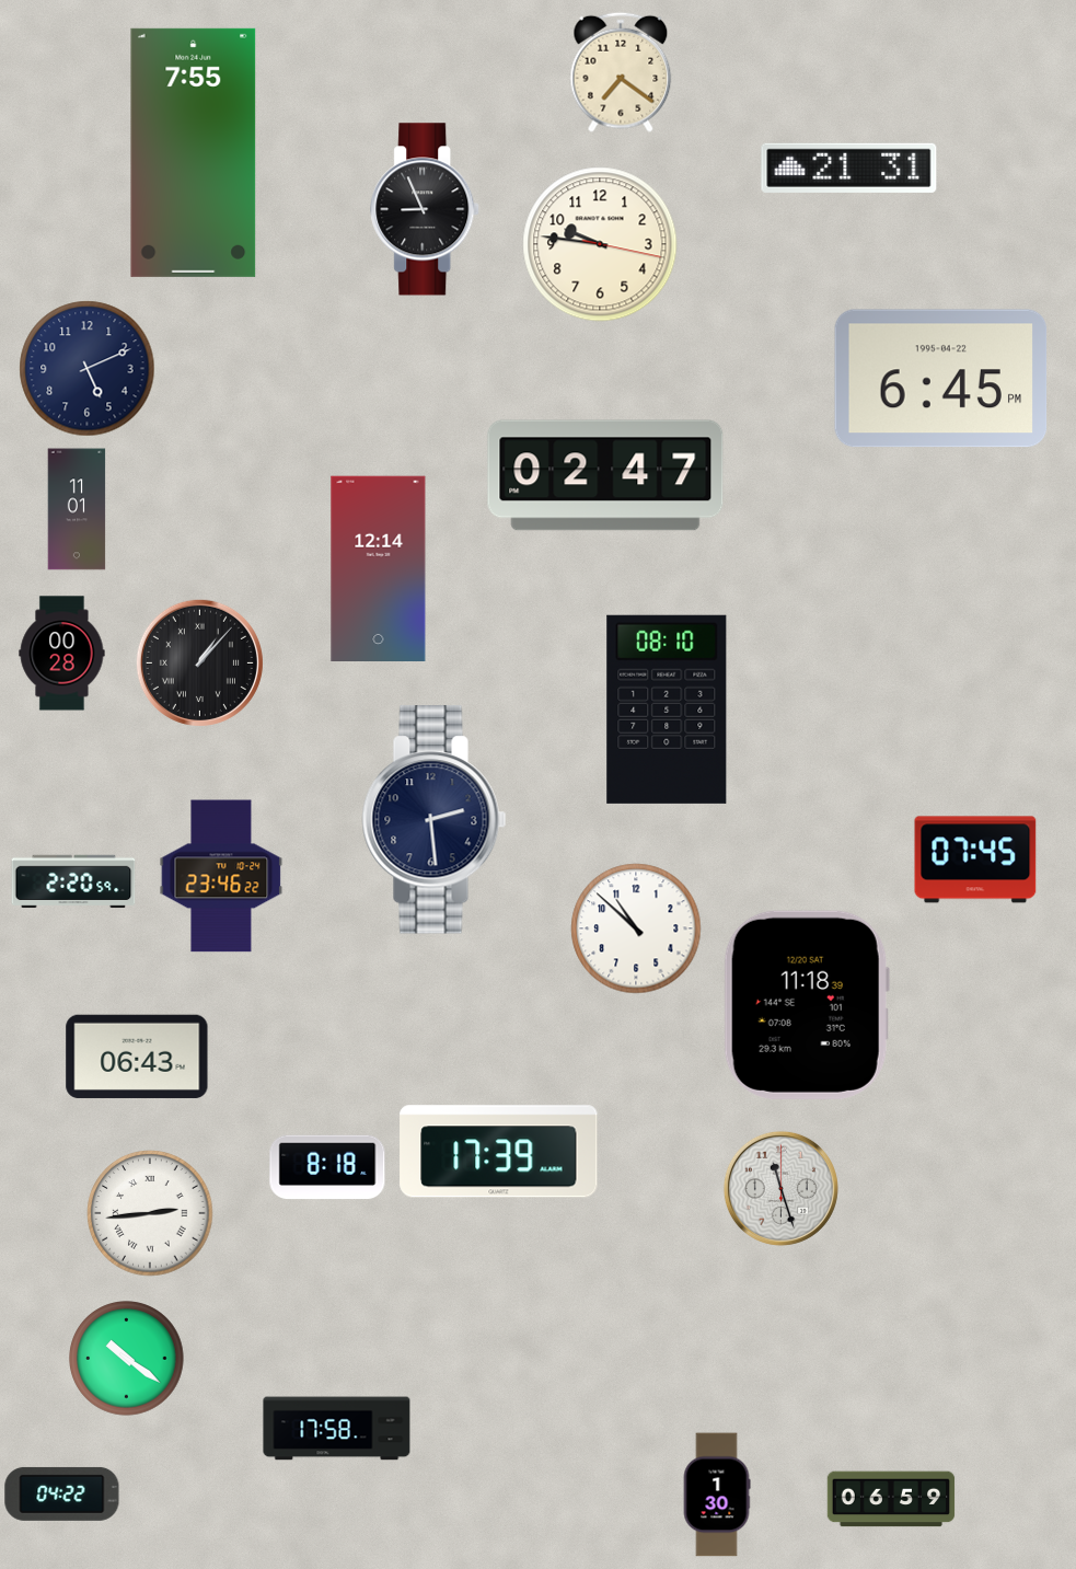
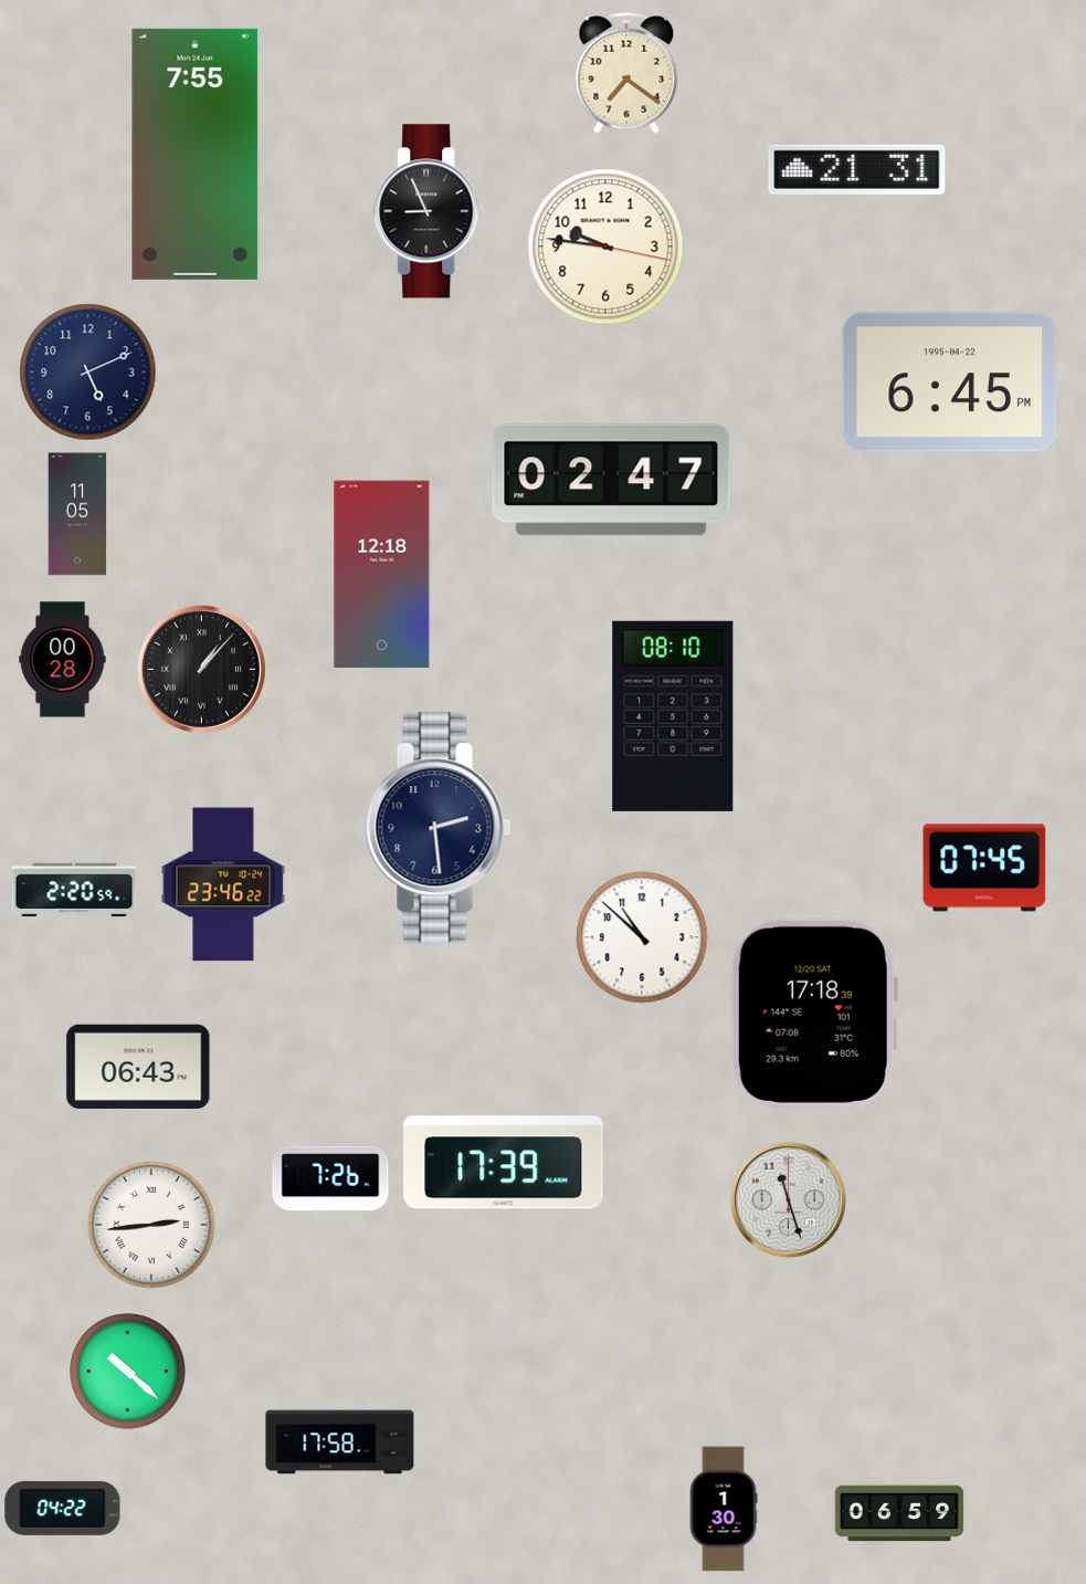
clock at (77, 509): 11:01 -> 11:05
clock at (379, 568): 12:14 -> 12:18
clock at (807, 1005): 11:18 -> 17:18
clock at (327, 1167): 8:18 -> 7:26
clock at (127, 1359): 10:21 -> 10:22
